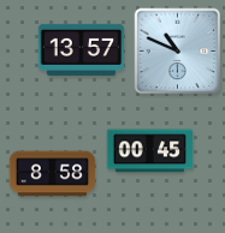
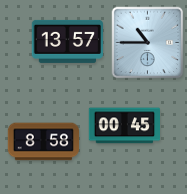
clock at (178, 52): 10:49 -> 10:45
clock at (53, 174) position: (53, 174) -> (44, 142)
